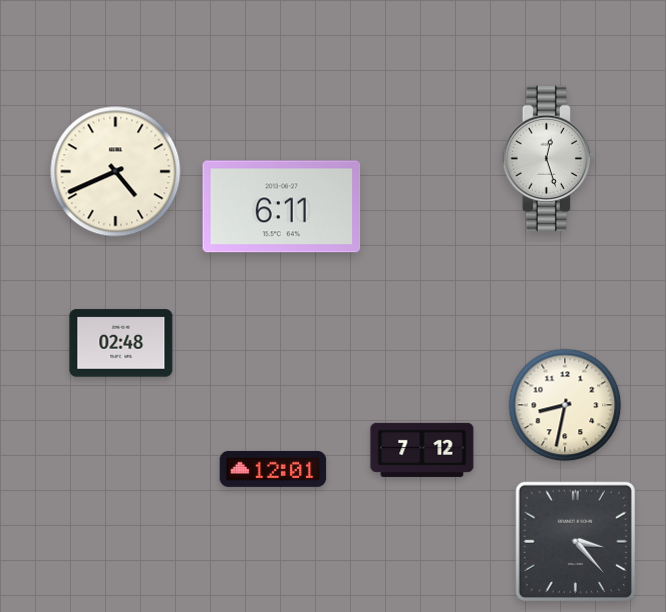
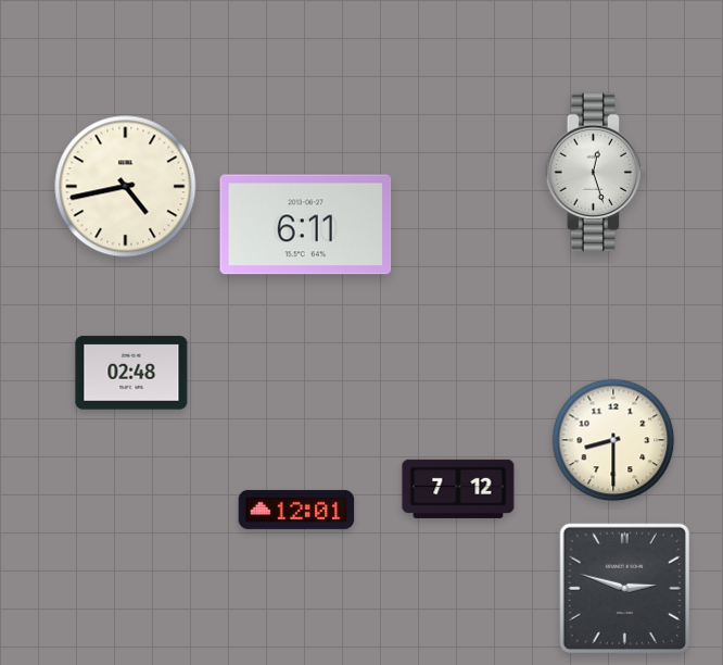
clock at (116, 172): 4:41 -> 4:43
clock at (565, 405): 8:32 -> 8:30
clock at (576, 542): 3:23 -> 2:48
